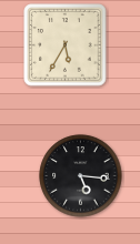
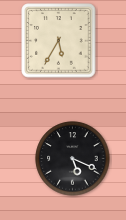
clock at (81, 176): 5:16 -> 5:19
